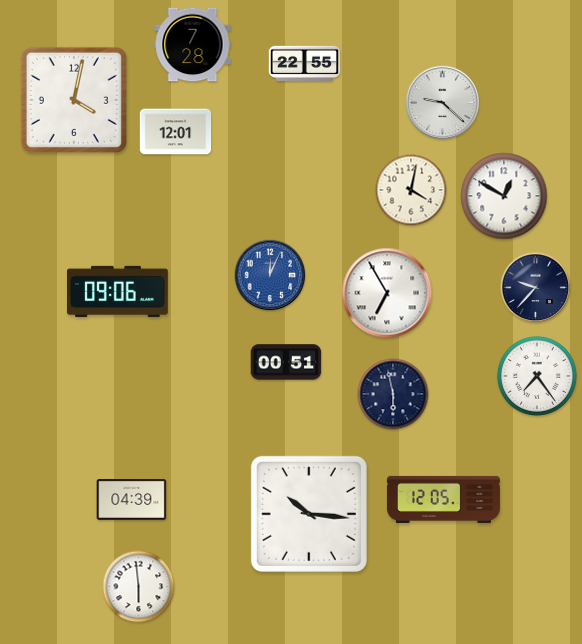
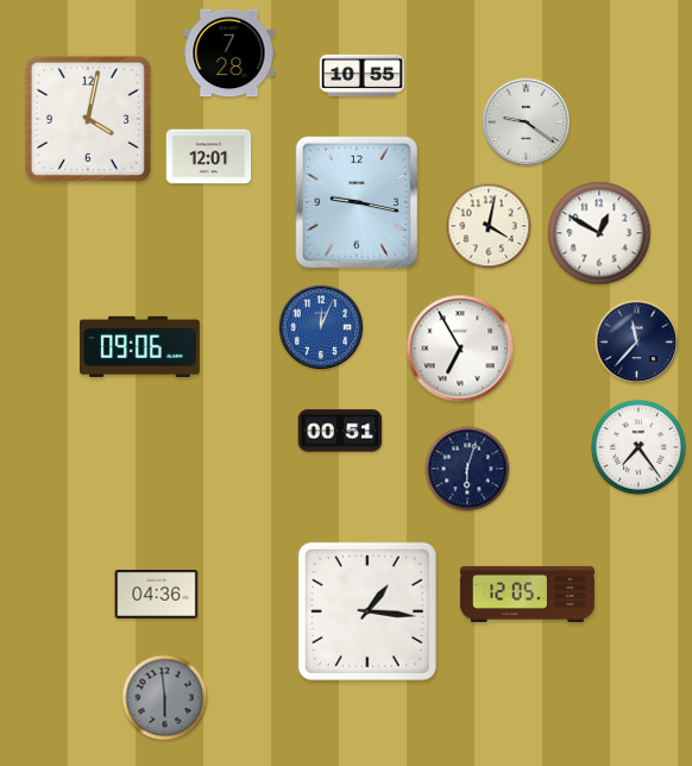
clock at (305, 63): 22:55 -> 10:55
clock at (442, 102): 9:22 -> 9:21
clock at (357, 202): none -> 9:17
clock at (536, 288): 9:37 -> 11:37
clock at (393, 394): 5:58 -> 6:03
clock at (132, 500): 04:39 -> 04:36
clock at (309, 514): 10:16 -> 1:16
clock at (139, 587) dial: white -> grey
